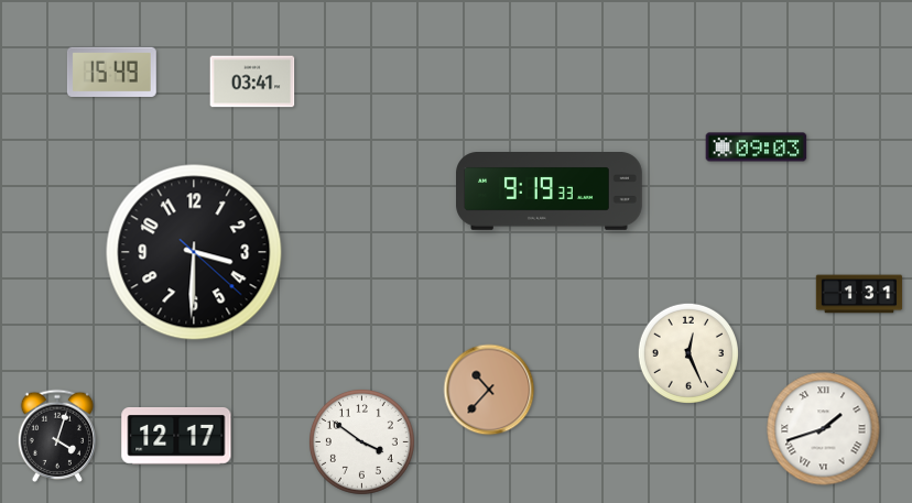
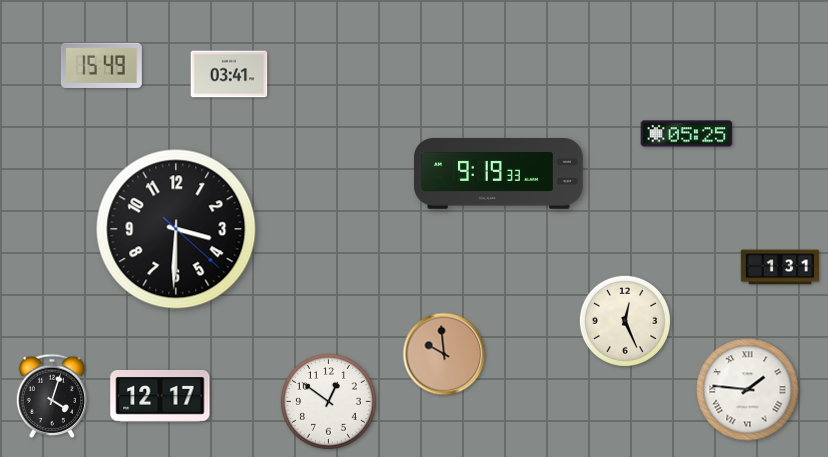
clock at (757, 147): 09:03 -> 05:25
clock at (489, 390): 10:37 -> 9:59
clock at (824, 429): 1:42 -> 1:46
clock at (361, 441): 3:51 -> 12:51
